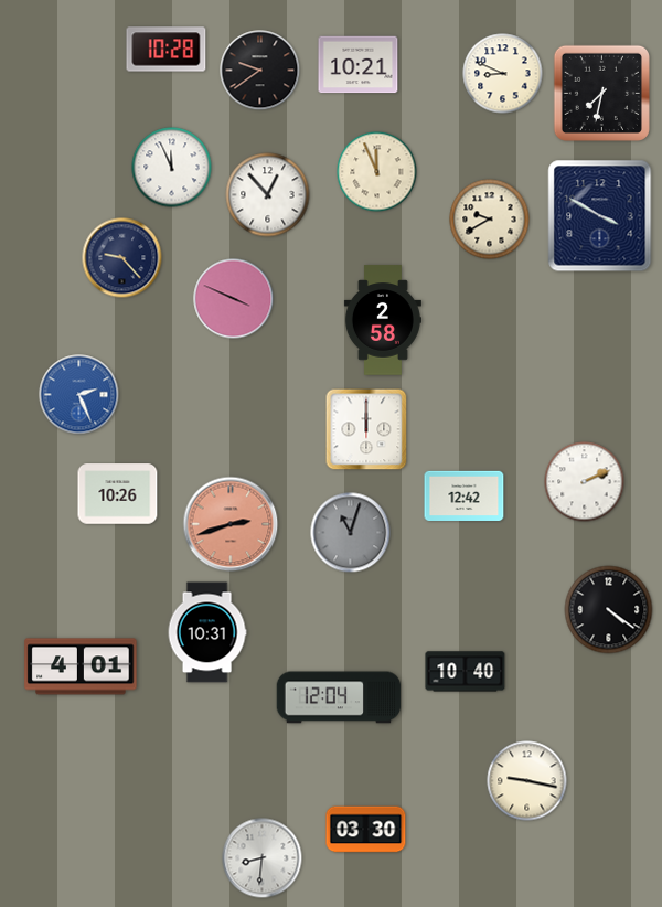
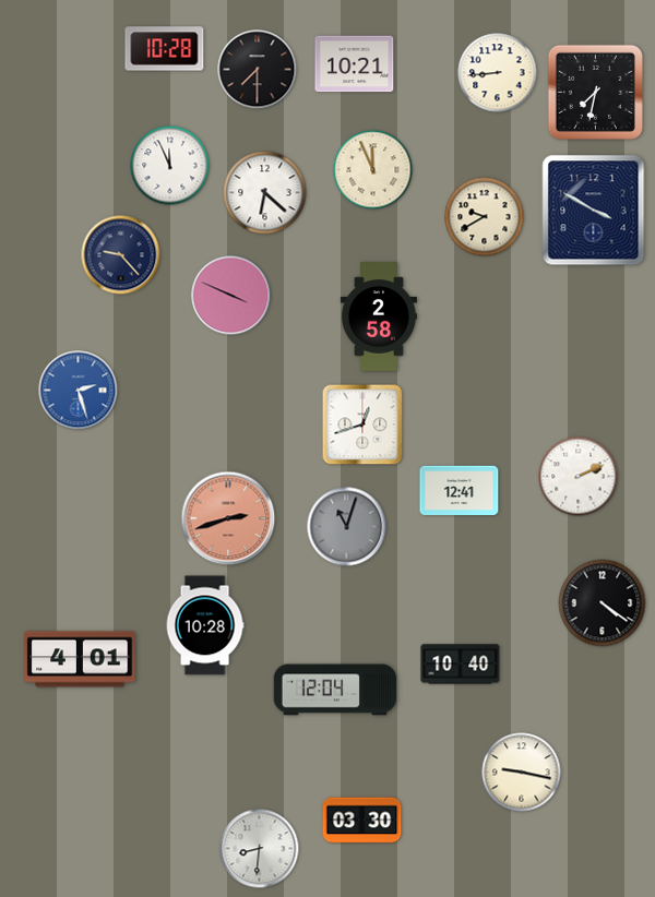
clock at (260, 71): 9:39 -> 7:30
clock at (503, 74): 8:49 -> 8:44
clock at (268, 195): 12:53 -> 6:22
clock at (600, 216) position: (600, 216) -> (594, 211)
clock at (79, 395): 2:26 -> 2:27
clock at (366, 429): 12:00 -> 12:42
clock at (118, 494): 10:26 -> none
clock at (465, 497): 12:42 -> 12:41
clock at (207, 632): 10:31 -> 10:28
